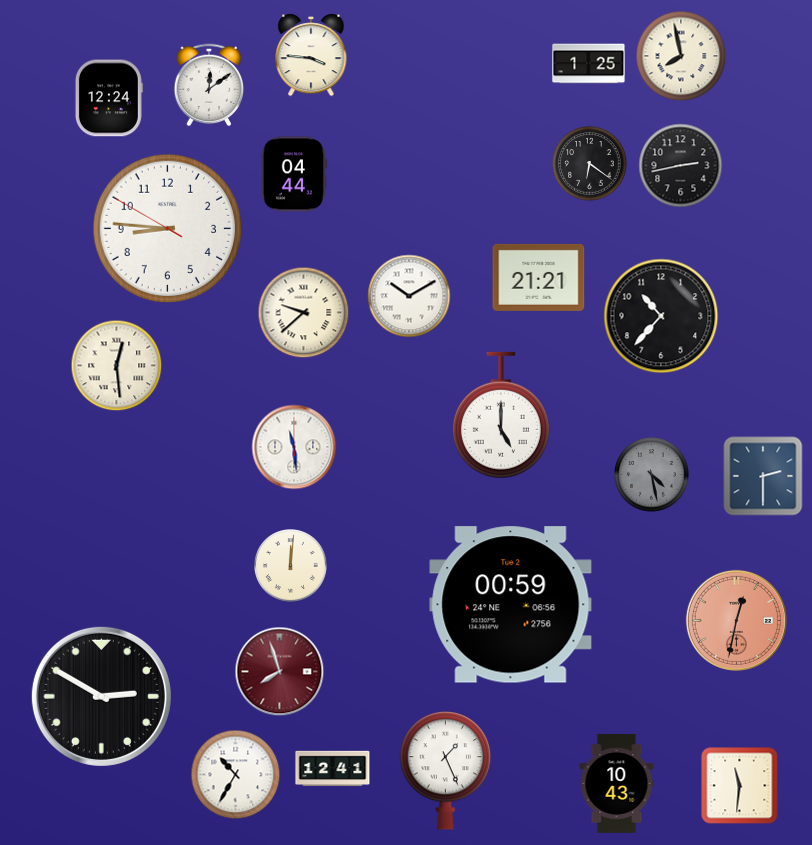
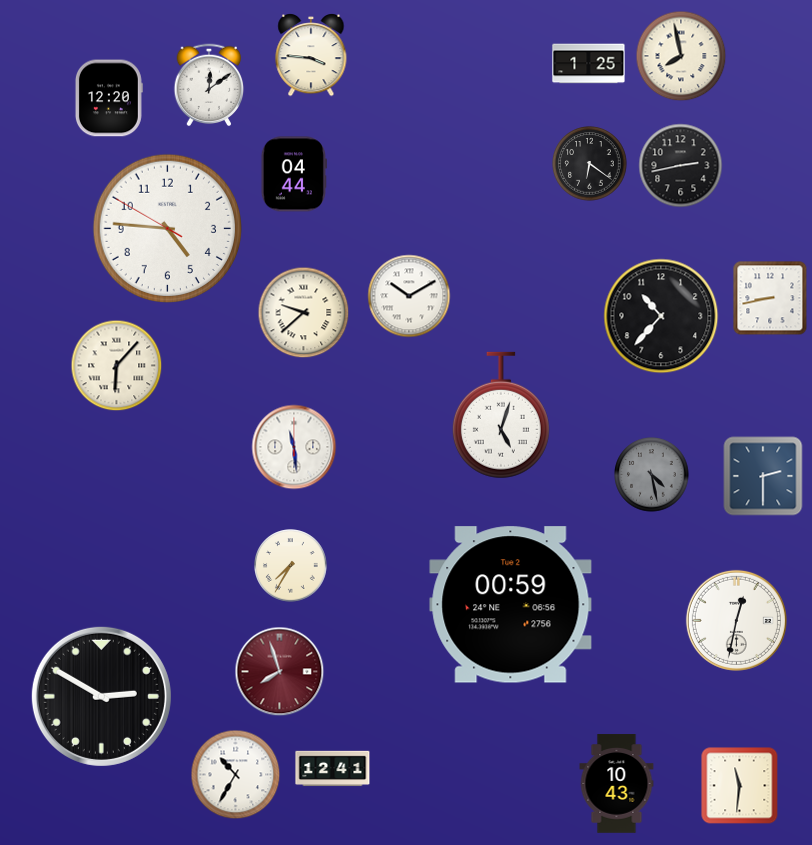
clock at (109, 98): 12:24 -> 12:20
clock at (167, 228): 8:45 -> 4:45
clock at (539, 277): 21:21 -> none
clock at (770, 298): none -> 8:43
clock at (117, 366): 12:29 -> 6:07
clock at (501, 415): 5:00 -> 5:03
clock at (291, 566): 12:01 -> 7:35
clock at (736, 620) dial: salmon -> white
clock at (446, 770): 1:26 -> none
